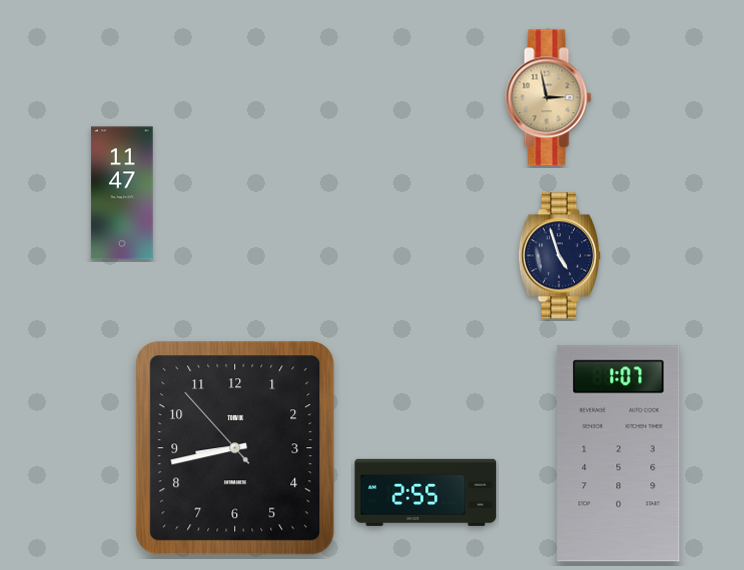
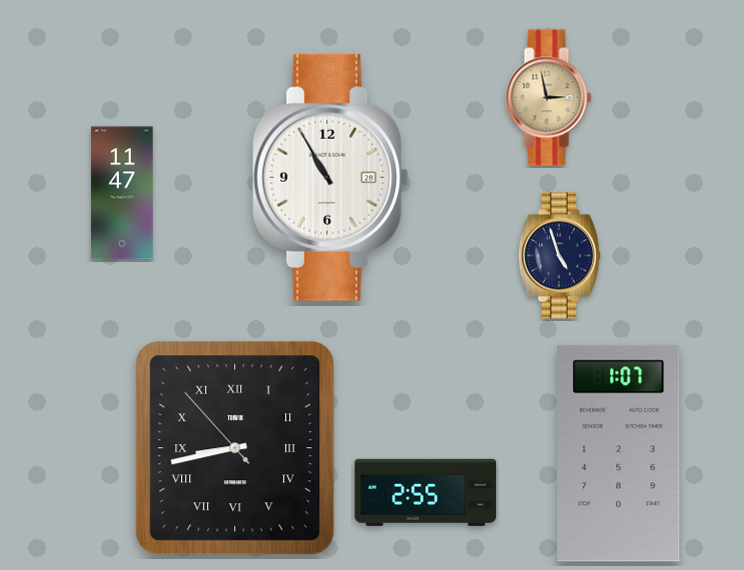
clock at (331, 177): none -> 10:55
clock at (235, 448) numerals: Arabic -> Roman
